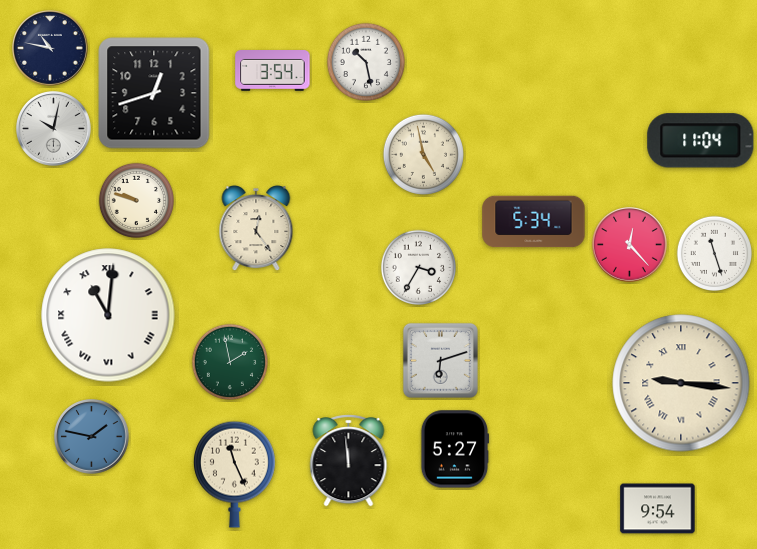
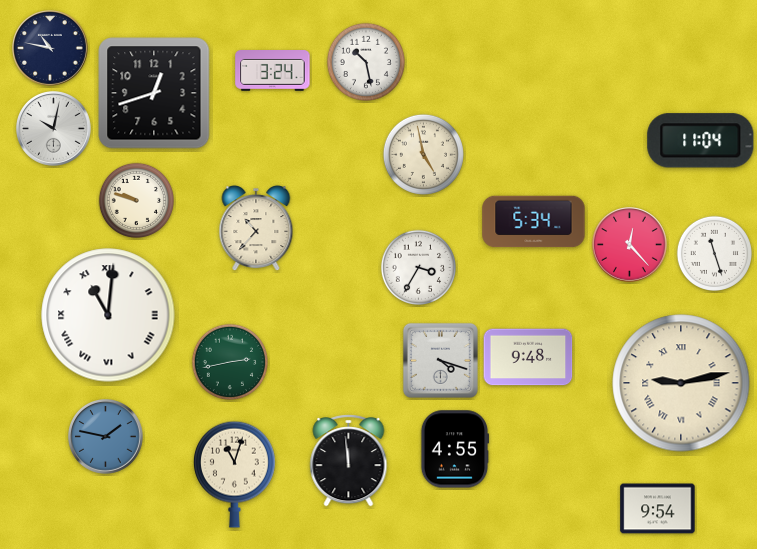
clock at (273, 71): 3:54 -> 3:24
clock at (256, 229): 12:24 -> 10:37
clock at (528, 357): none -> 9:48
clock at (440, 360): 6:12 -> 4:18
clock at (230, 362): 1:58 -> 2:43
clock at (681, 383): 9:16 -> 9:13
clock at (92, 437) position: (92, 437) -> (106, 437)
clock at (455, 449): 5:27 -> 4:55
clock at (234, 474): 11:26 -> 11:03
